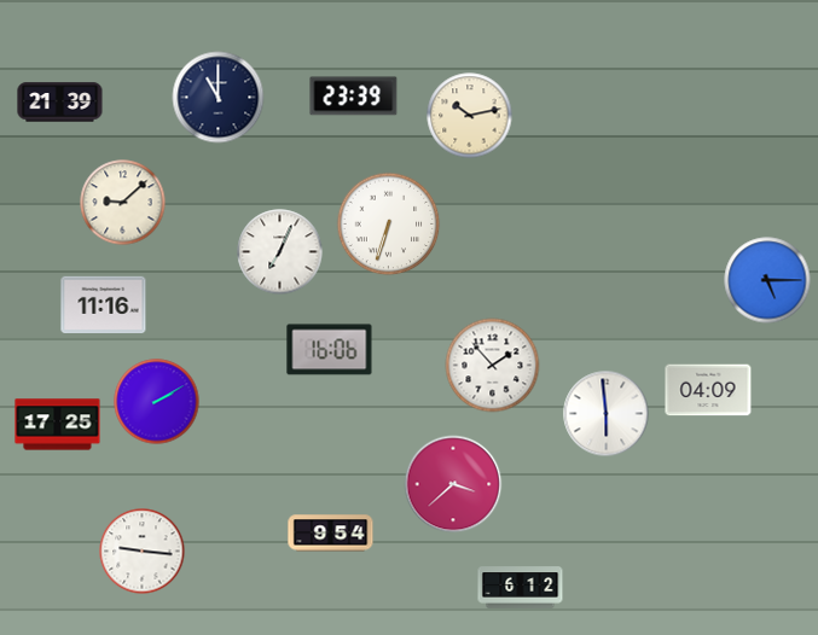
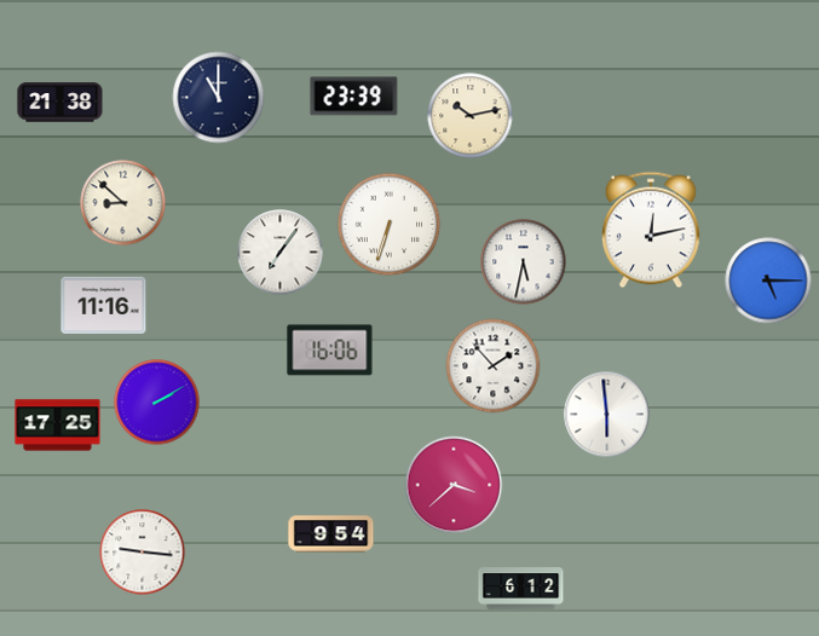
clock at (60, 103): 21:39 -> 21:38
clock at (123, 203): 9:08 -> 8:52
clock at (652, 230): none -> 12:13
clock at (280, 252): 7:04 -> 7:06
clock at (524, 262): none -> 5:32
clock at (708, 390): 04:09 -> none
